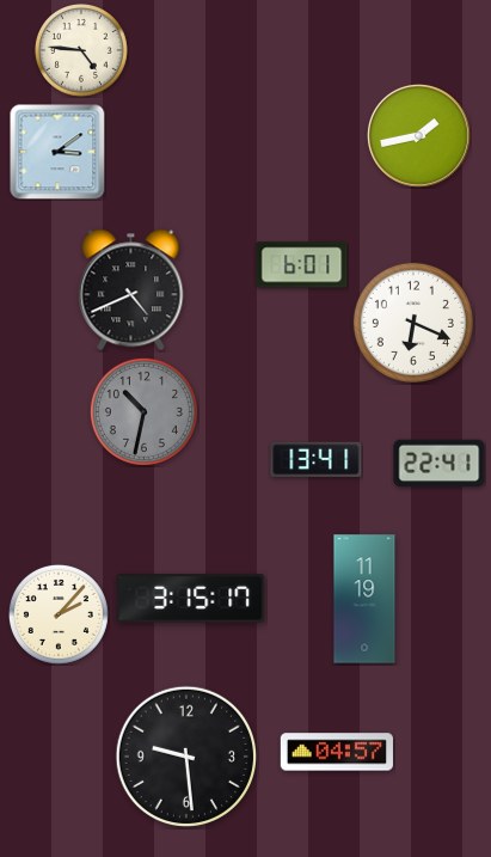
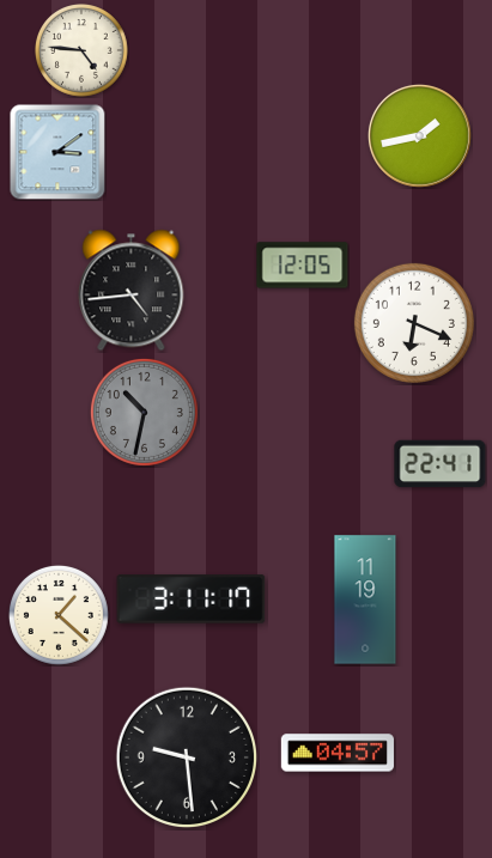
clock at (302, 265): 6:01 -> 12:05
clock at (131, 290): 4:41 -> 4:44
clock at (317, 460): 13:41 -> none
clock at (191, 599): 3:15 -> 3:11
clock at (59, 614): 2:07 -> 1:22
